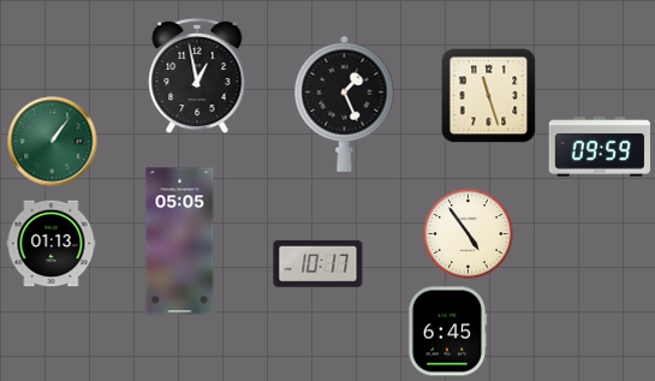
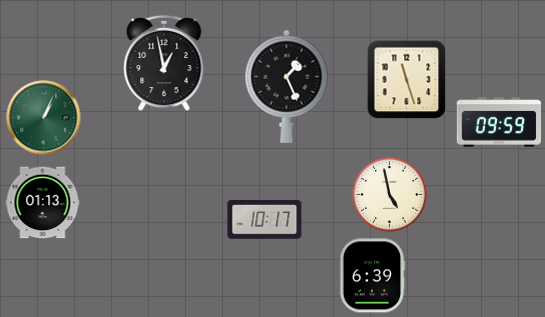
clock at (53, 142): 1:06 -> 1:04
clock at (469, 234): 4:54 -> 4:58
clock at (180, 242): 05:05 -> none
clock at (447, 332): 6:45 -> 6:39
